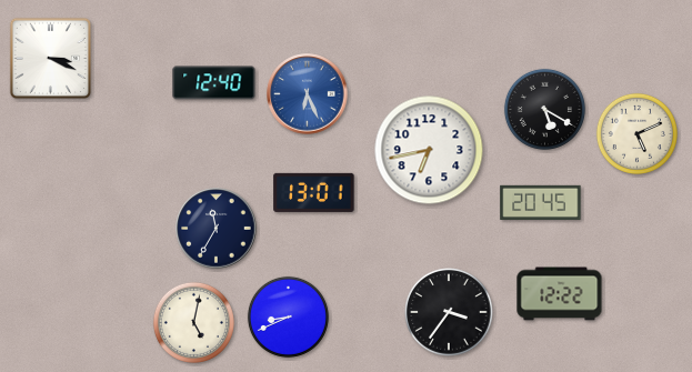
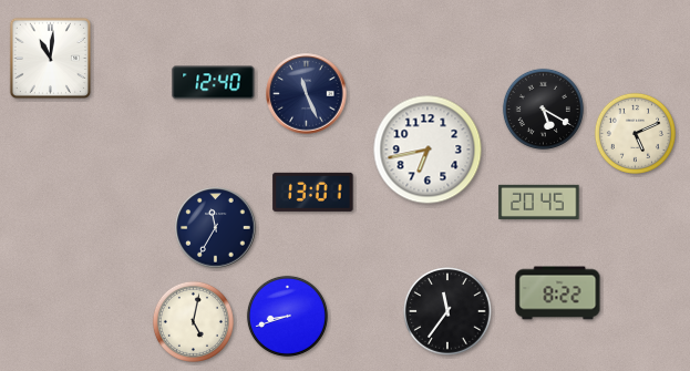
clock at (50, 58): 3:19 -> 11:01
clock at (308, 94): 6:26 -> 11:26
clock at (308, 94) dial: blue -> navy
clock at (560, 294): 12:22 -> 8:22
clock at (449, 312): 3:36 -> 11:36
clock at (288, 316): 8:41 -> 8:42
